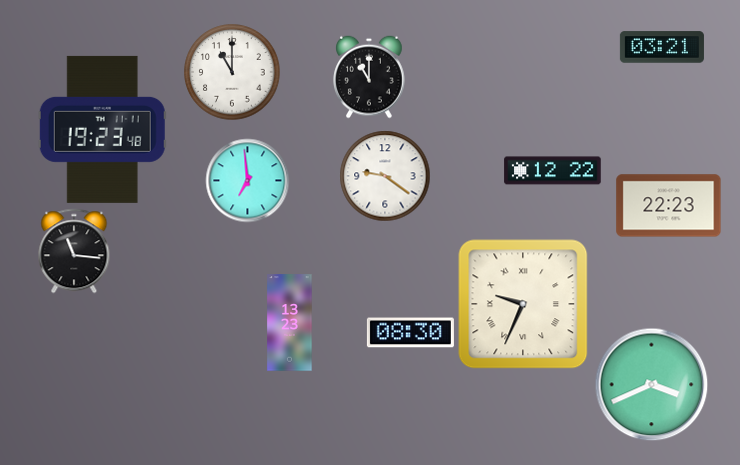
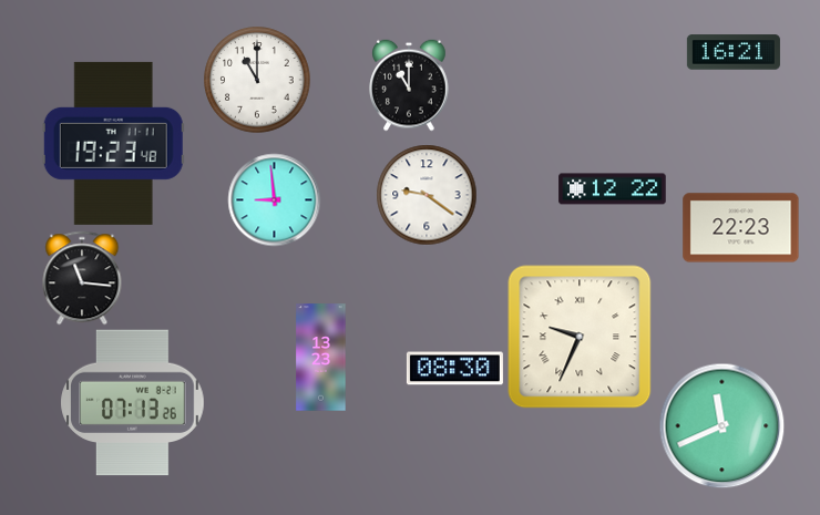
clock at (662, 47): 03:21 -> 16:21
clock at (247, 180): 6:59 -> 8:59
clock at (133, 403): none -> 07:13
clock at (651, 384): 3:41 -> 11:41
